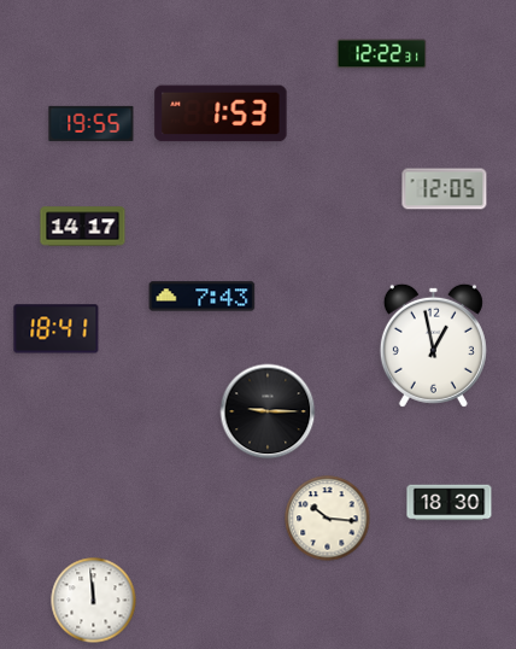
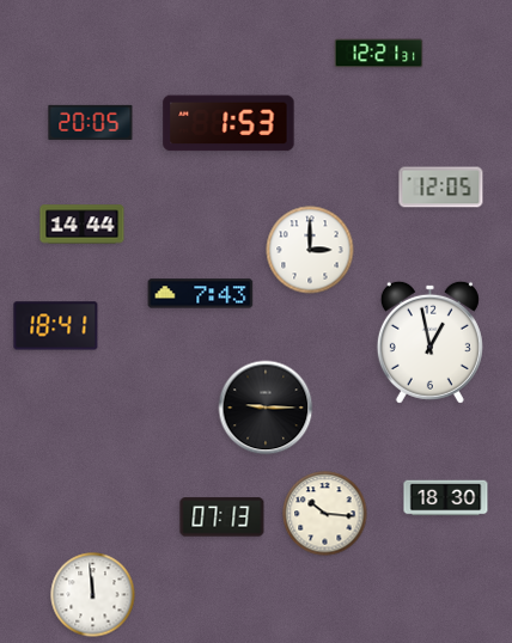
clock at (382, 54): 12:22 -> 12:21
clock at (221, 113) position: (221, 113) -> (228, 123)
clock at (92, 123): 19:55 -> 20:05
clock at (83, 227): 14:17 -> 14:44
clock at (310, 250): none -> 3:00
clock at (223, 518): none -> 07:13
